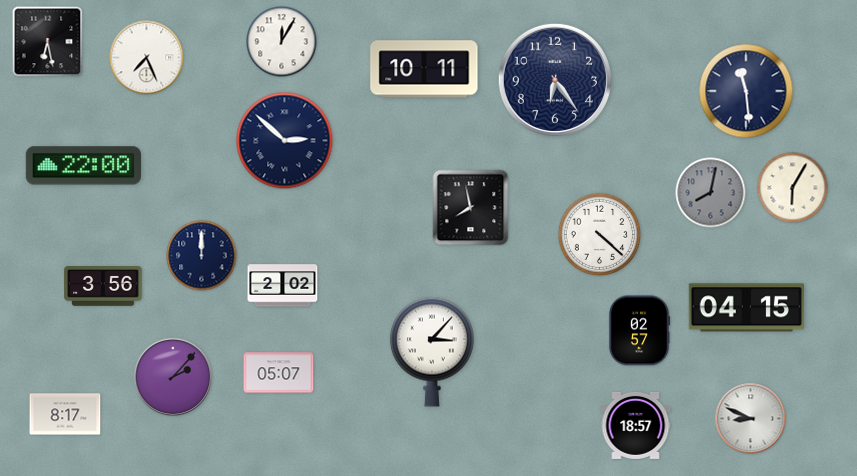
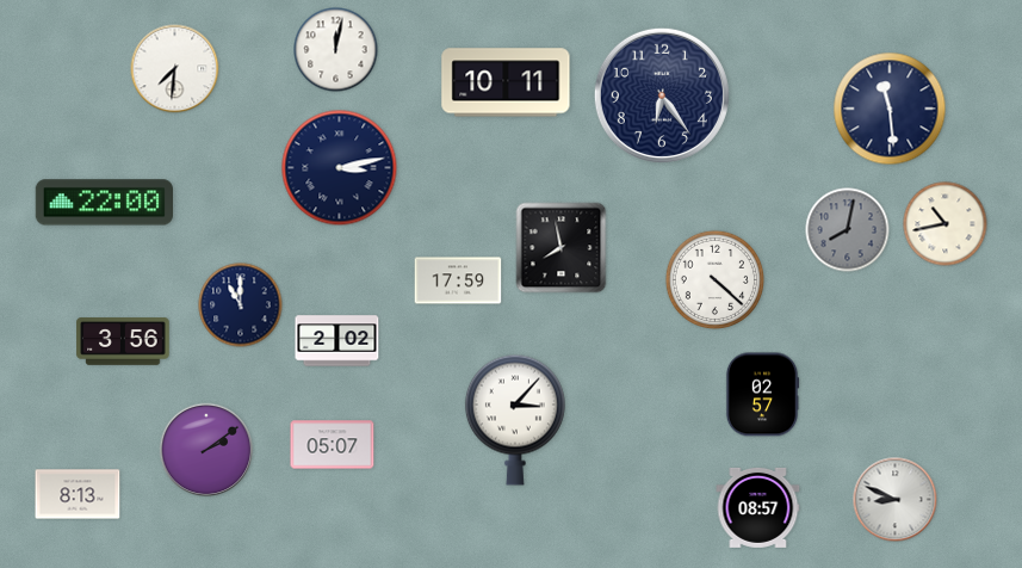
clock at (48, 42): 6:28 -> none
clock at (282, 42): 12:05 -> 12:02
clock at (147, 58): 7:26 -> 7:31
clock at (285, 141): 2:52 -> 3:13
clock at (83, 166) position: (83, 166) -> (104, 203)
clock at (793, 188): 6:05 -> 10:43
clock at (458, 280): none -> 17:59
clock at (202, 256): 12:00 -> 11:00
clock at (746, 308): 04:15 -> none
clock at (173, 377): 2:07 -> 2:09
clock at (65, 414): 8:17 -> 8:13
clock at (636, 425): 18:57 -> 08:57
